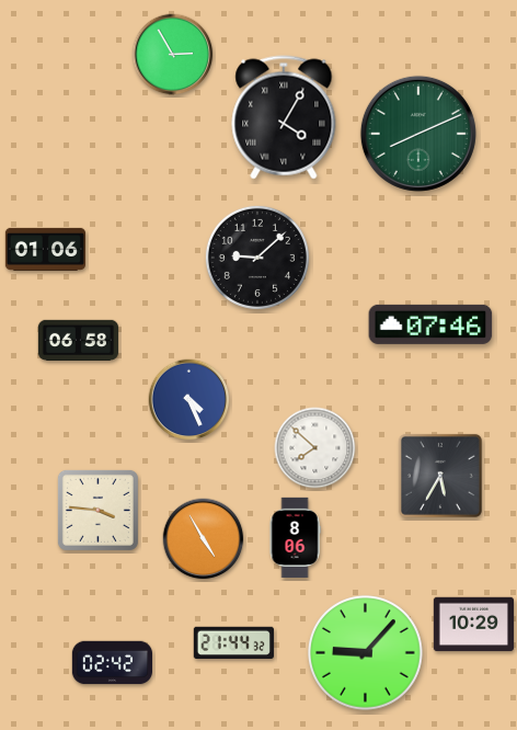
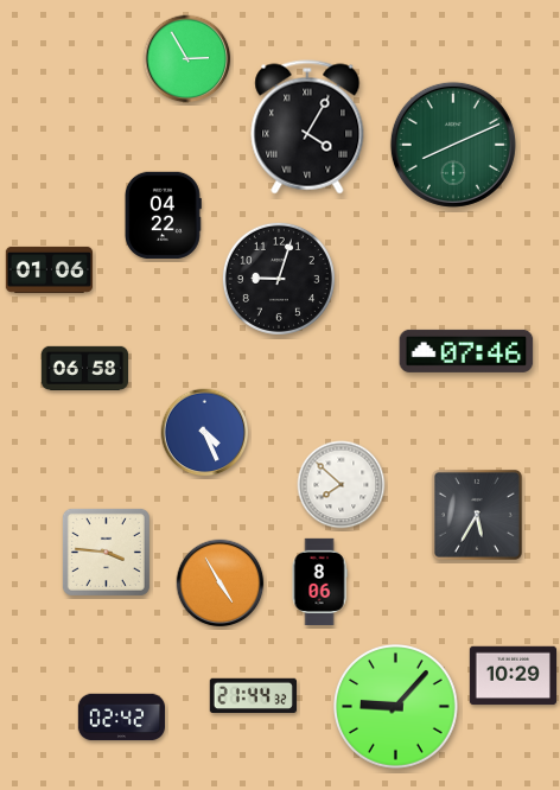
clock at (163, 215): none -> 04:22
clock at (257, 258): 9:08 -> 9:03
